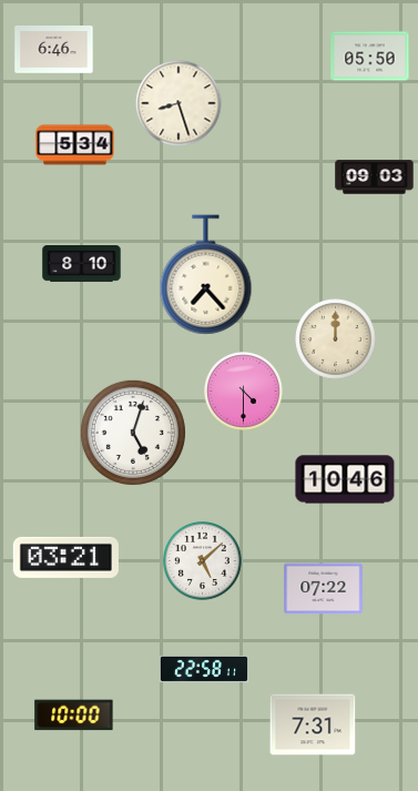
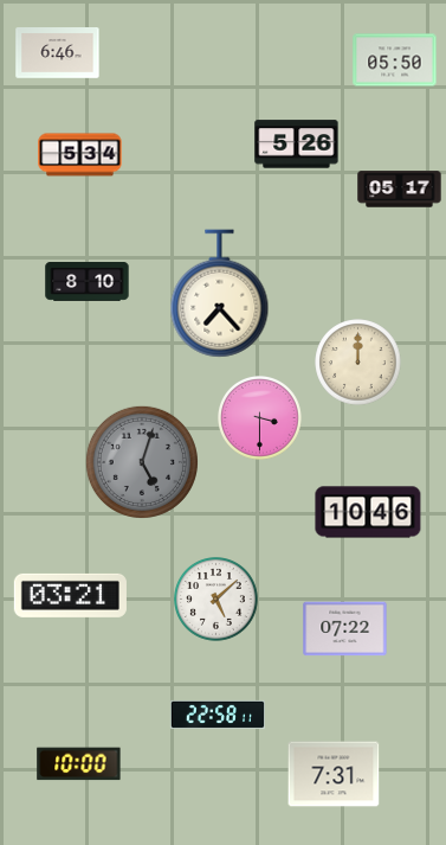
clock at (179, 103): 8:27 -> none
clock at (297, 145): none -> 5:26
clock at (375, 178): 09:03 -> 05:17
clock at (244, 392): 4:30 -> 3:30
clock at (133, 433) dial: white -> grey
